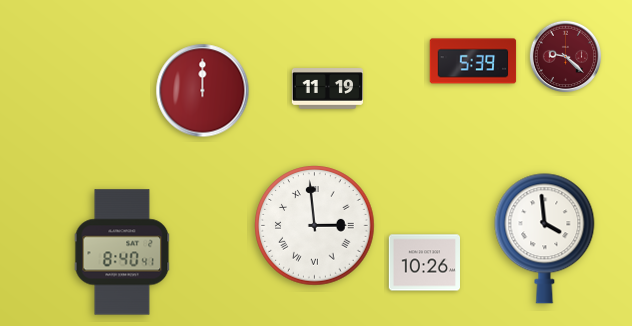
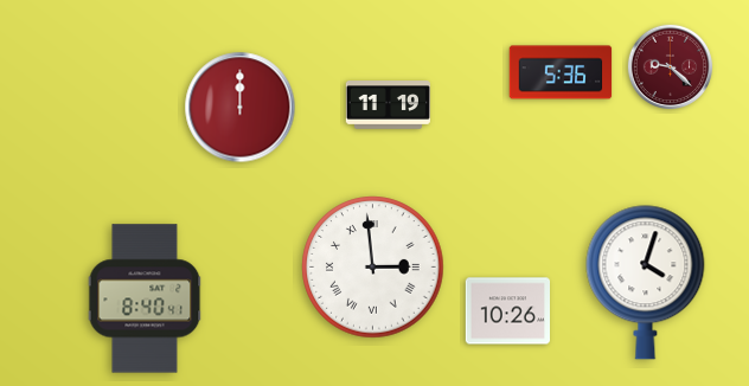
clock at (473, 61): 5:39 -> 5:36
clock at (545, 239): 3:59 -> 4:03
clock at (424, 263) position: (424, 263) -> (507, 311)
